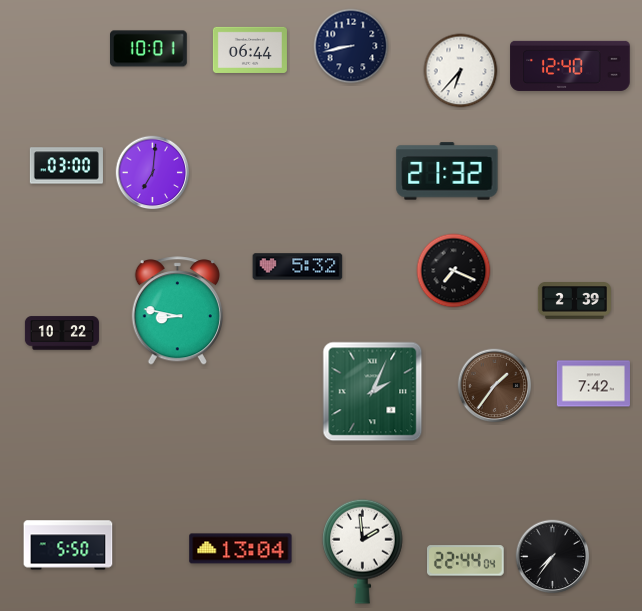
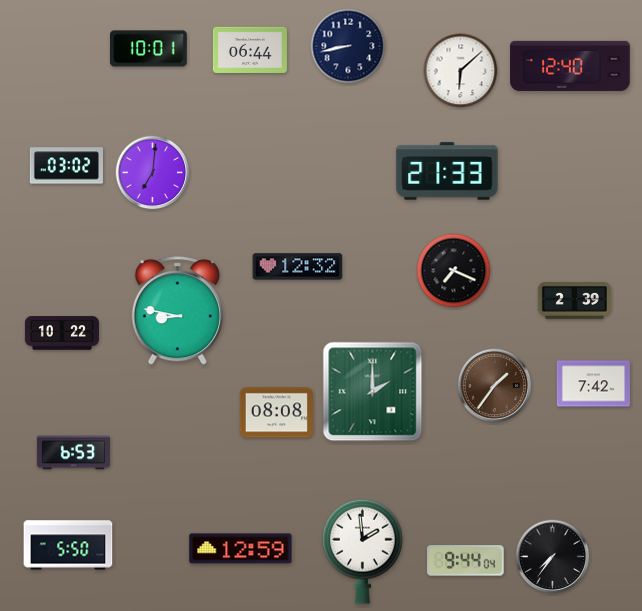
clock at (351, 46) position: (351, 46) -> (348, 46)
clock at (461, 71): 6:37 -> 6:08
clock at (66, 166): 03:00 -> 03:02
clock at (447, 171): 21:32 -> 21:33
clock at (298, 267): 5:32 -> 12:32
clock at (373, 392): 2:04 -> 2:00
clock at (276, 413): none -> 08:08
clock at (73, 453): none -> 6:53
clock at (241, 549): 13:04 -> 12:59
clock at (466, 561): 22:44 -> 9:44
